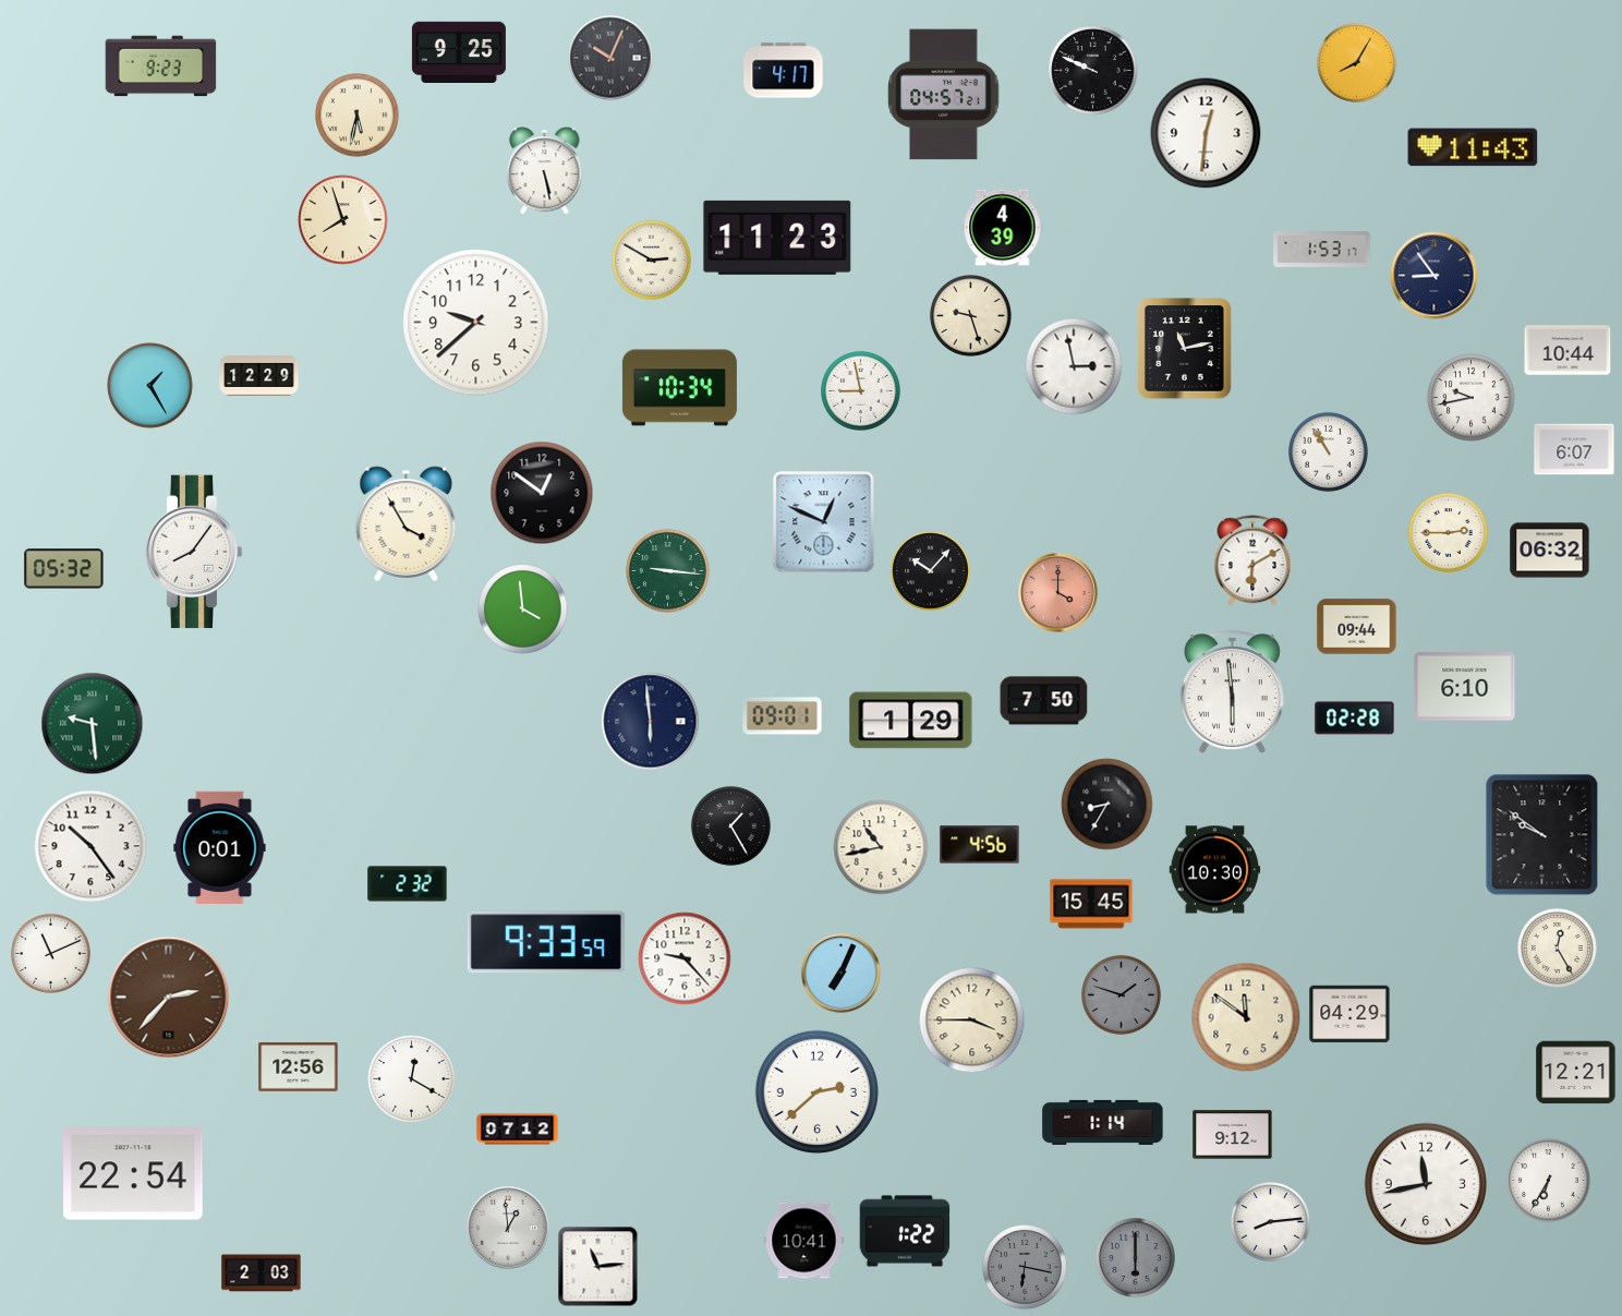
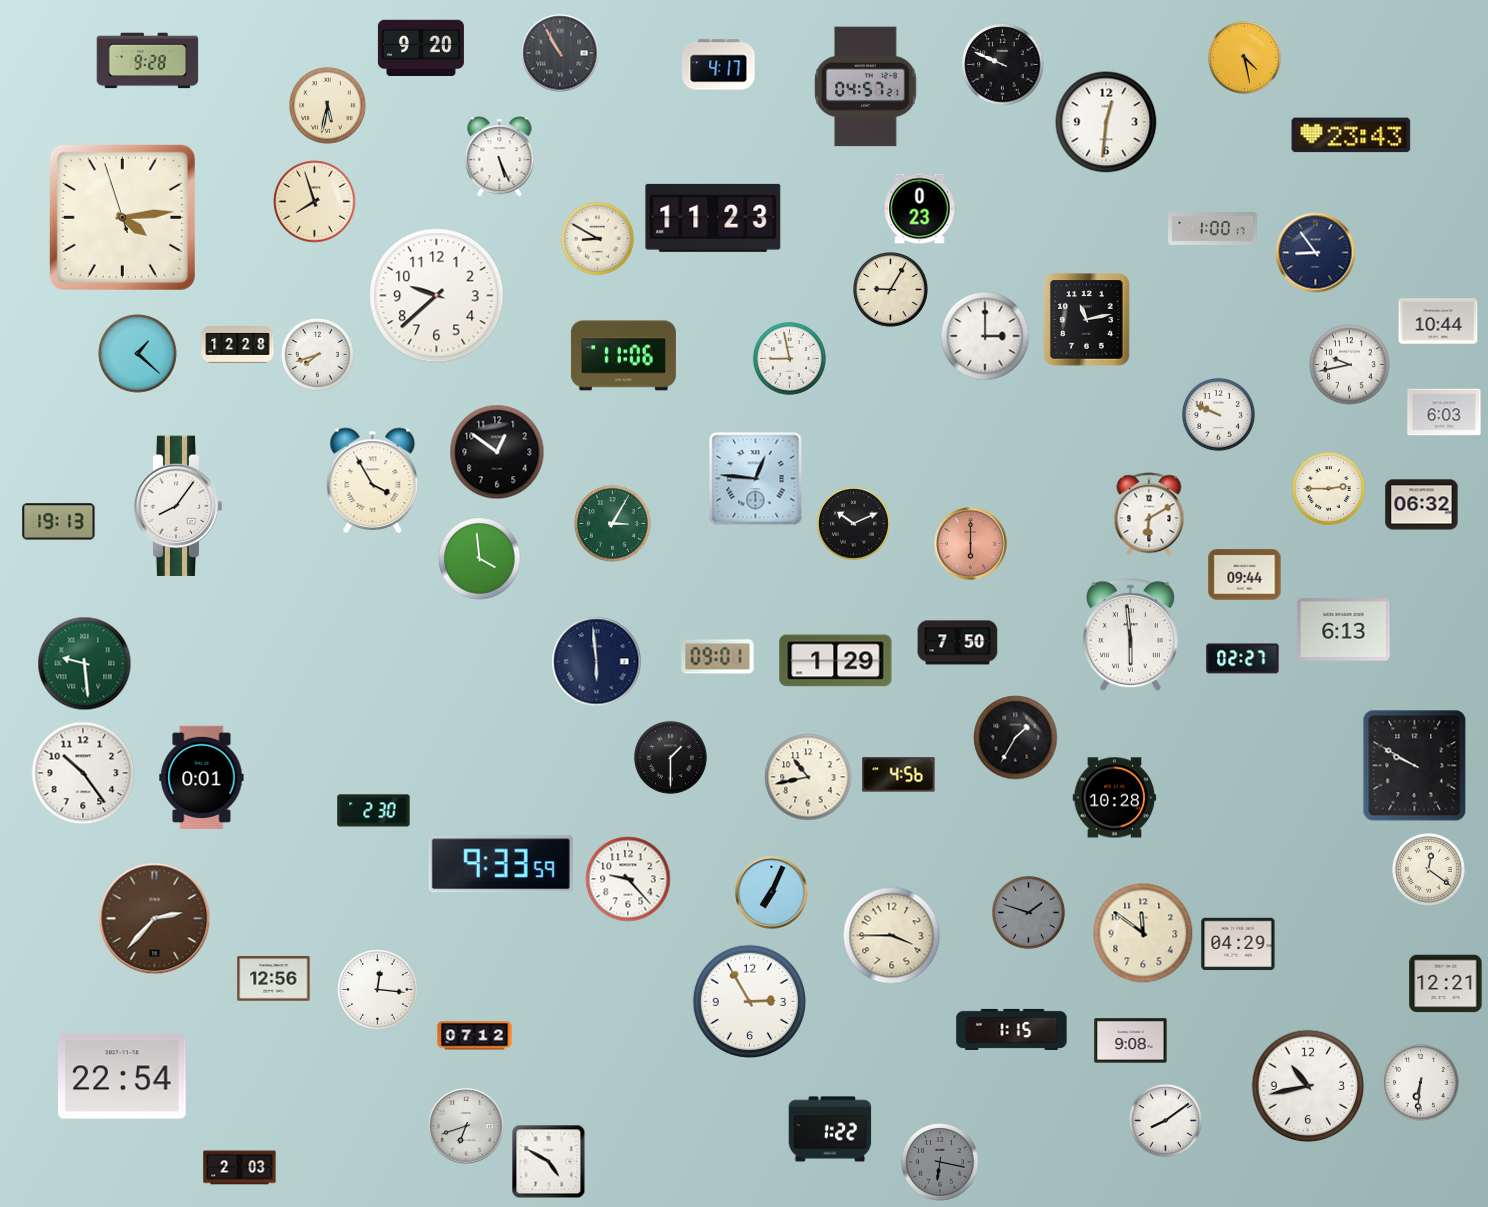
clock at (459, 51): 9:25 -> 9:20
clock at (610, 58): 10:04 -> 10:55
clock at (1356, 62): 8:05 -> 4:28
clock at (161, 67): 9:23 -> 9:28
clock at (1473, 147): 11:43 -> 23:43
clock at (545, 171): 5:28 -> 5:26
clock at (1003, 228): 4:39 -> 0:23
clock at (122, 217): none -> 4:13
clock at (1322, 250): 1:53 -> 1:00
clock at (651, 259): 2:50 -> 8:50
clock at (971, 316): 9:27 -> 9:05
clock at (1074, 366): 2:58 -> 3:00
clock at (259, 376): 12:29 -> 12:28
clock at (150, 386): 1:25 -> 1:22
clock at (317, 354): none -> 7:42
clock at (679, 388): 10:34 -> 11:06
clock at (1574, 449): 6:07 -> 6:03
clock at (1328, 451): 10:55 -> 9:49
clock at (824, 522): 12:49 -> 12:46
clock at (64, 569): 05:32 -> 19:13
clock at (930, 570): 10:07 -> 10:11
clock at (668, 571): 9:16 -> 3:05
clock at (1058, 593): 4:00 -> 6:00
clock at (1465, 687): 6:10 -> 6:13
clock at (1355, 719): 02:28 -> 02:27
clock at (1107, 805): 8:35 -> 1:35
clock at (730, 825): 1:25 -> 1:30
clock at (1542, 835): 9:51 -> 9:50
clock at (90, 846) position: (90, 846) -> (83, 773)
clock at (1215, 870): 10:30 -> 10:28
clock at (408, 884): 2:32 -> 2:30
clock at (1091, 904): 15:45 -> none
clock at (1557, 947): 12:25 -> 12:21
clock at (50, 953): 11:11 -> none
clock at (169, 998) position: (169, 998) -> (155, 919)
clock at (1349, 1014) position: (1349, 1014) -> (1238, 944)
clock at (412, 1079): 12:20 -> 12:16
clock at (816, 1091): 2:38 -> 2:55
clock at (1103, 1122): 1:14 -> 1:15
clock at (1233, 1135): 9:12 -> 9:08
clock at (1549, 1181): 6:35 -> 6:31
clock at (1426, 1184): 11:43 -> 10:43
clock at (1270, 1221): 8:14 -> 8:09
clock at (508, 1228): 12:59 -> 6:42
clock at (804, 1241): 10:41 -> none
clock at (1135, 1257): 6:00 -> none
clock at (598, 1267): 11:14 -> 4:50
